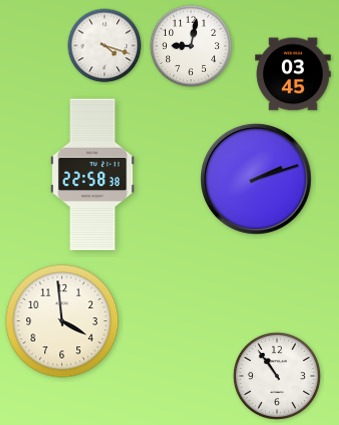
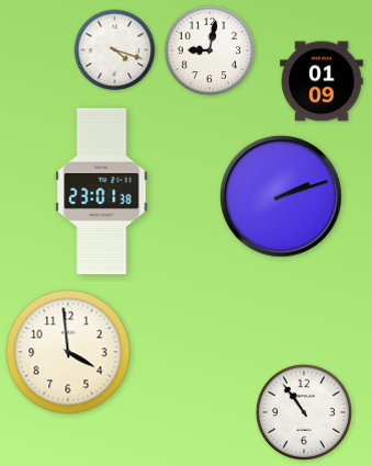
clock at (293, 74): 03:45 -> 01:09
clock at (93, 175): 22:58 -> 23:01
